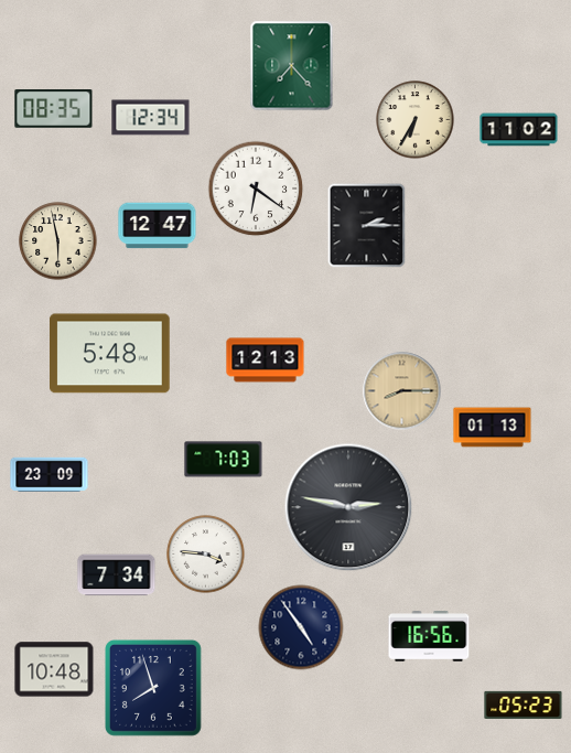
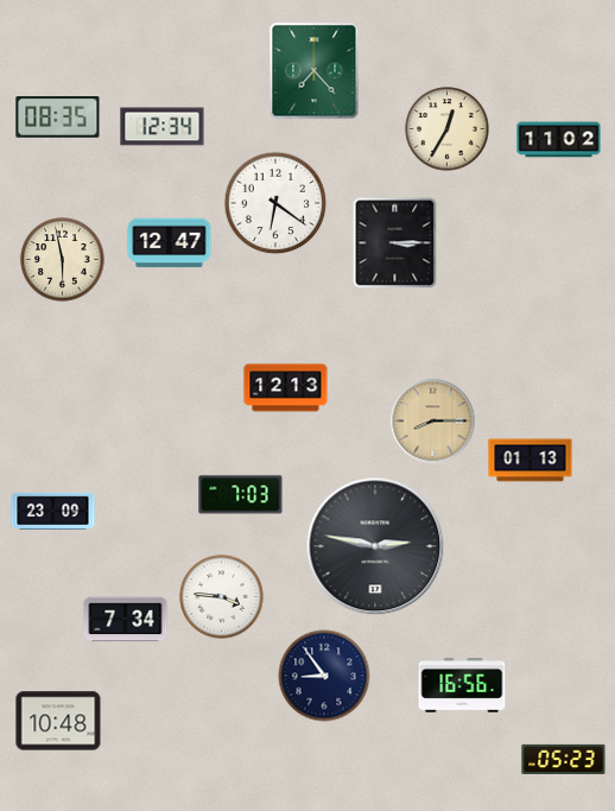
clock at (416, 120): 6:35 -> 12:35
clock at (367, 226): 2:15 -> 3:15
clock at (110, 354): 5:48 -> none
clock at (301, 627): 4:54 -> 8:54
clock at (154, 689): 7:57 -> none
